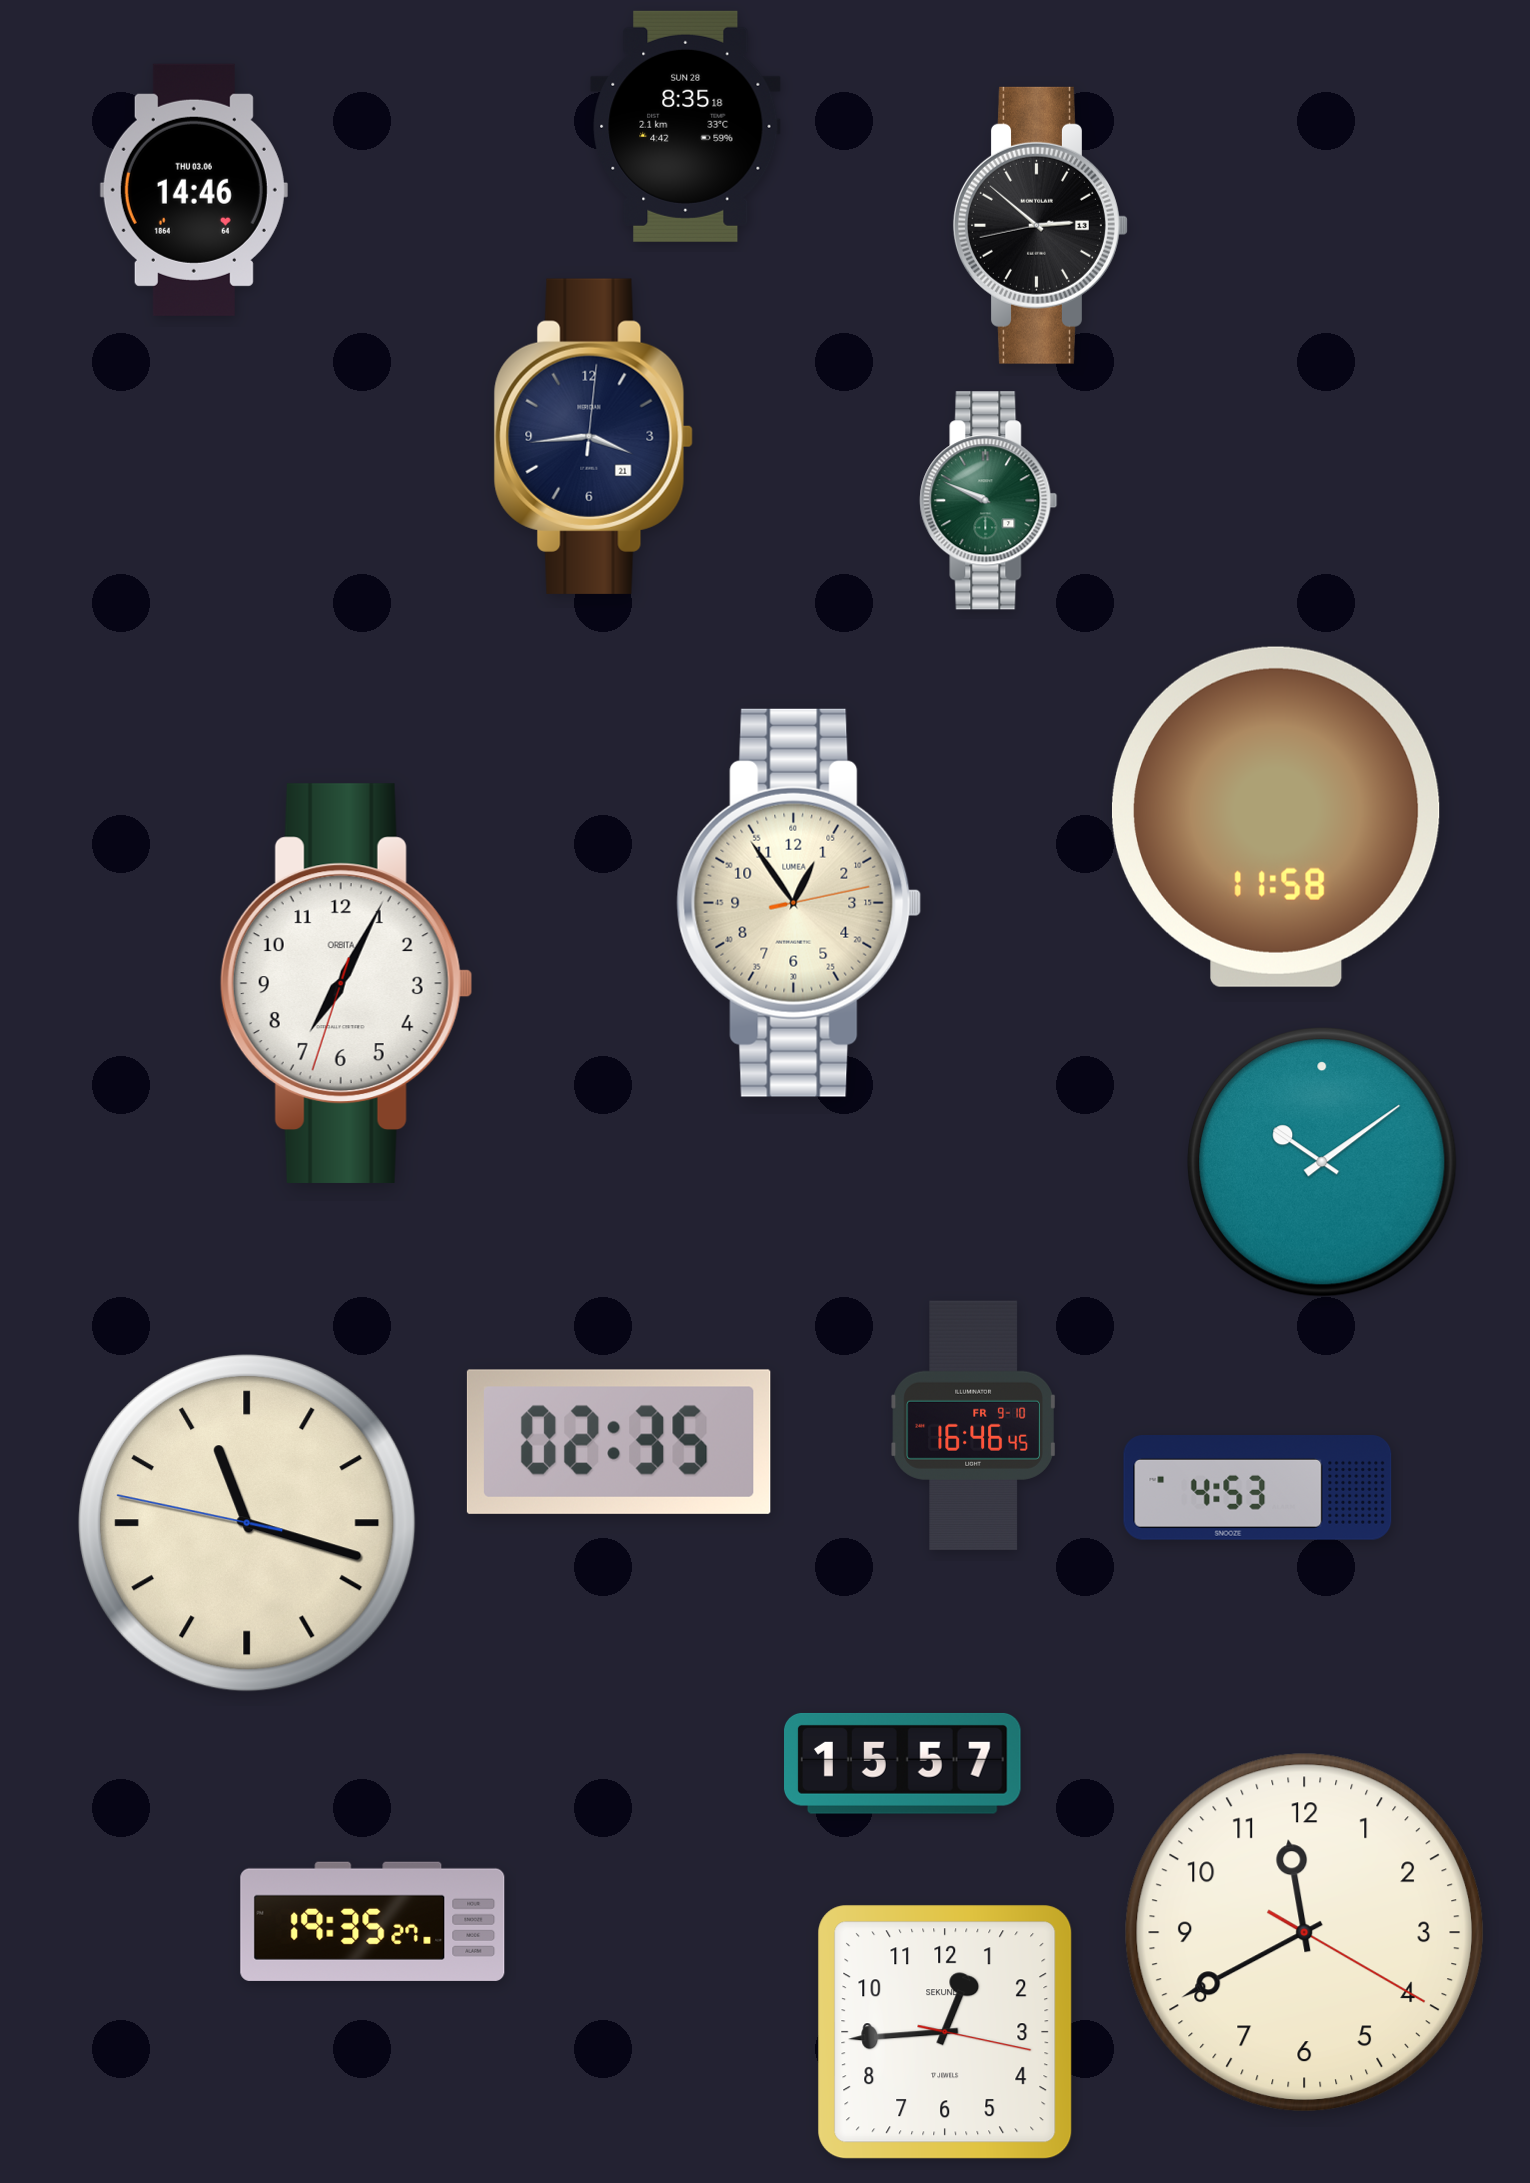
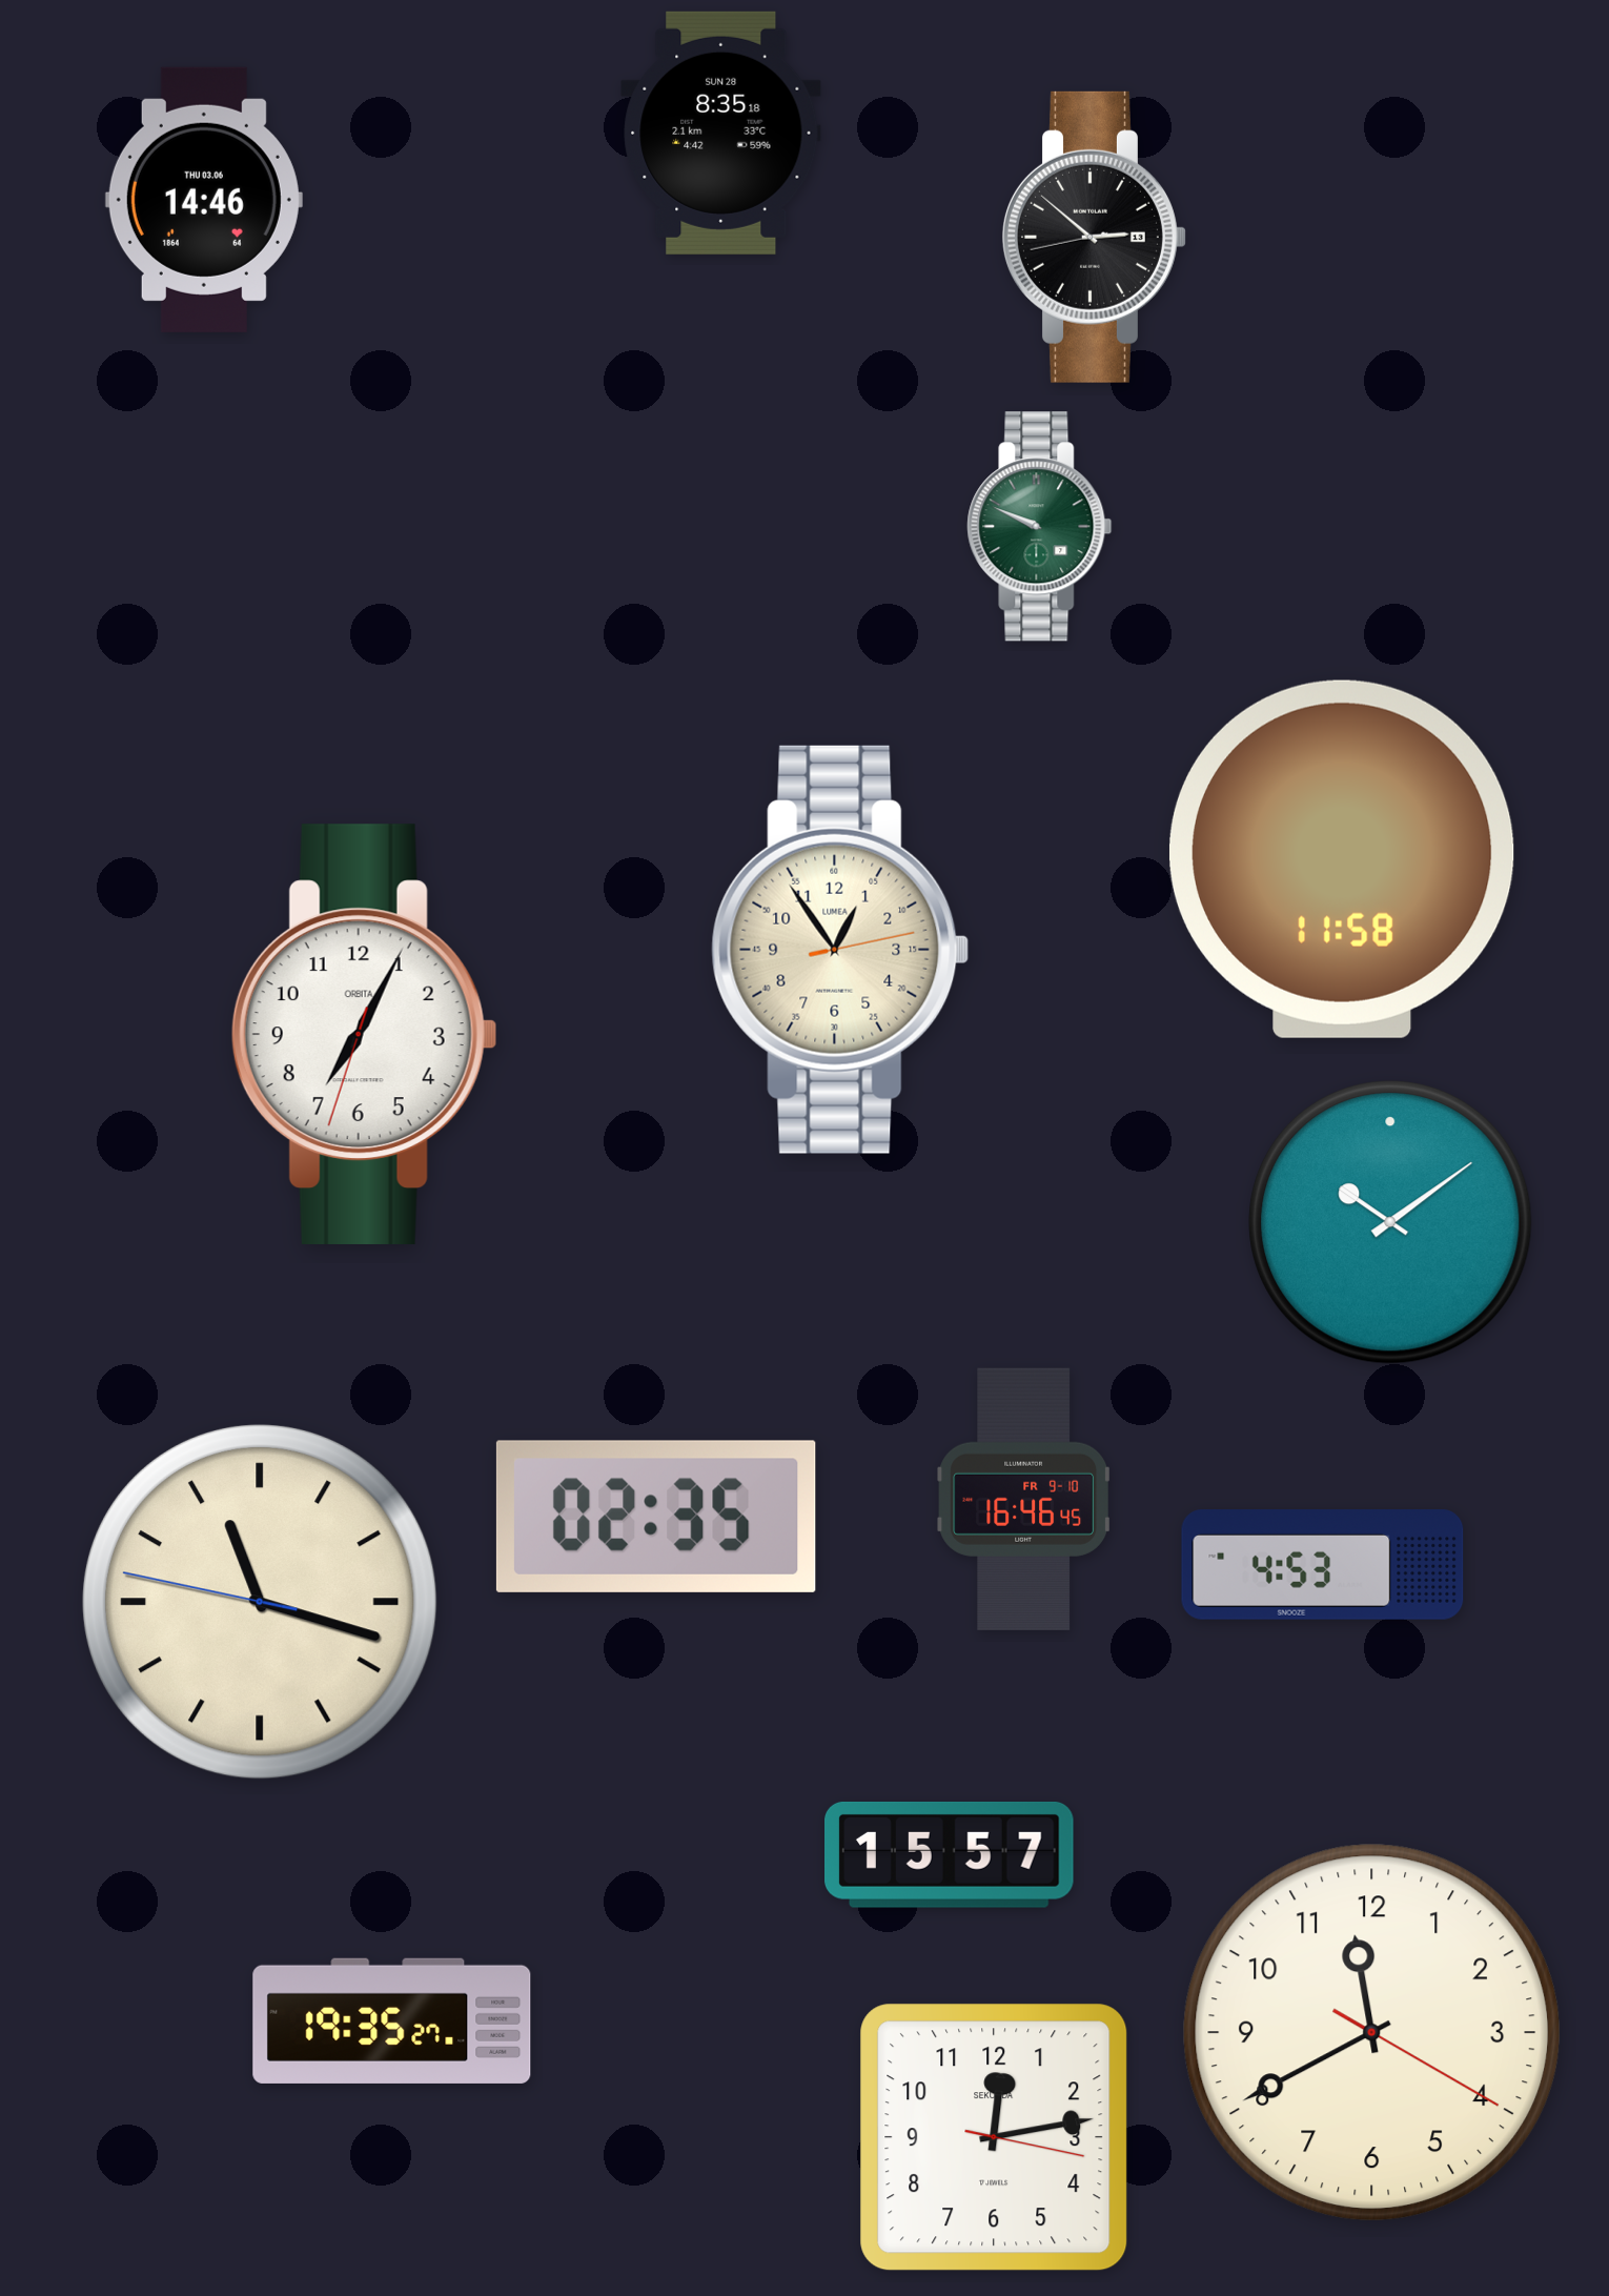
clock at (593, 436): 3:44 -> none
clock at (619, 1442) position: (619, 1442) -> (656, 1517)
clock at (945, 2032): 12:44 -> 12:13
